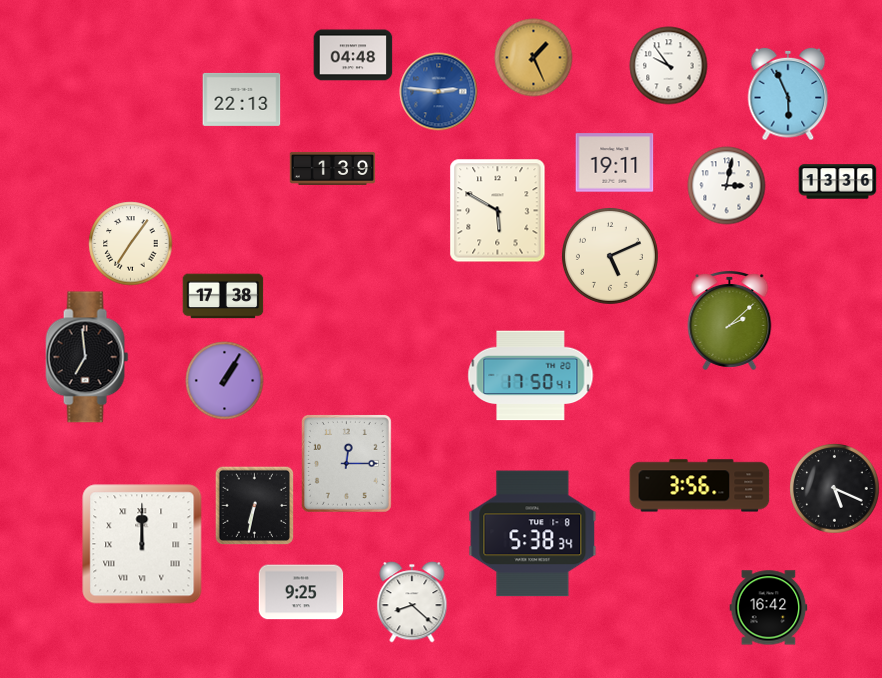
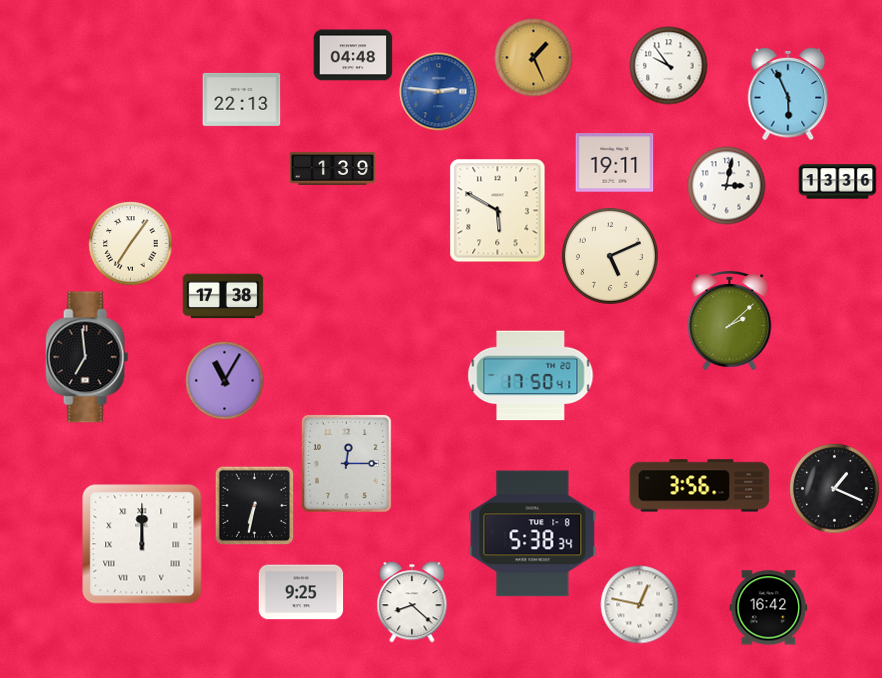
clock at (224, 380): 1:05 -> 11:05
clock at (834, 488): 5:19 -> 1:19
clock at (639, 604): none -> 12:47
